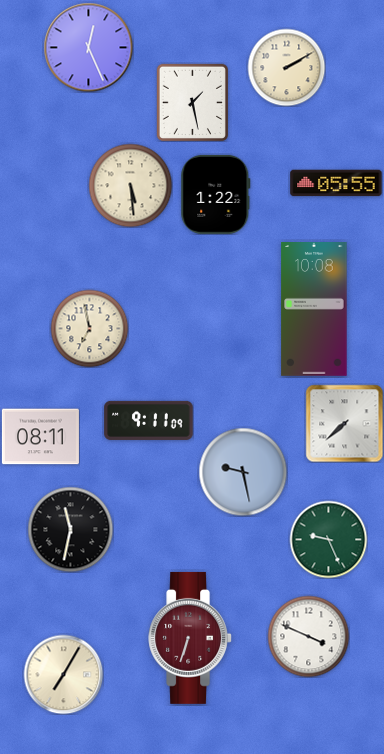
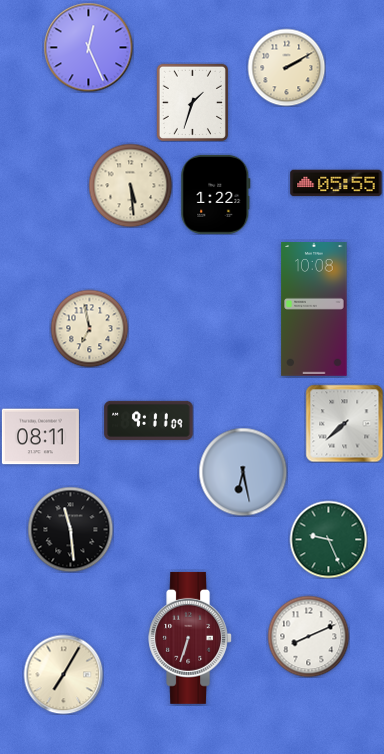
clock at (192, 102): 1:28 -> 1:33
clock at (243, 472): 9:28 -> 6:28
clock at (70, 529): 11:32 -> 11:29
clock at (308, 636): 3:49 -> 8:11
